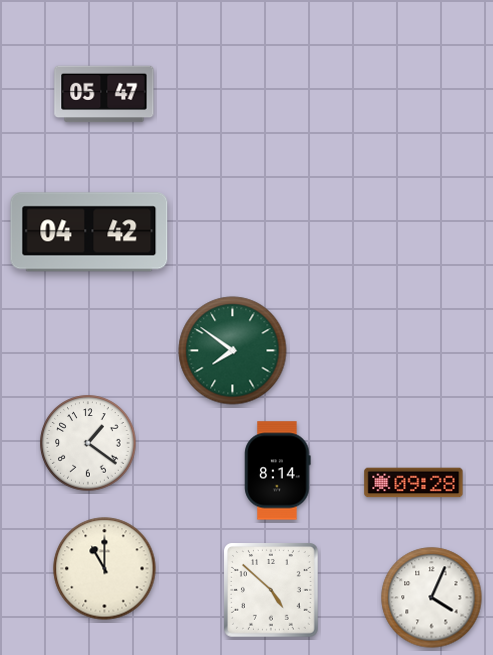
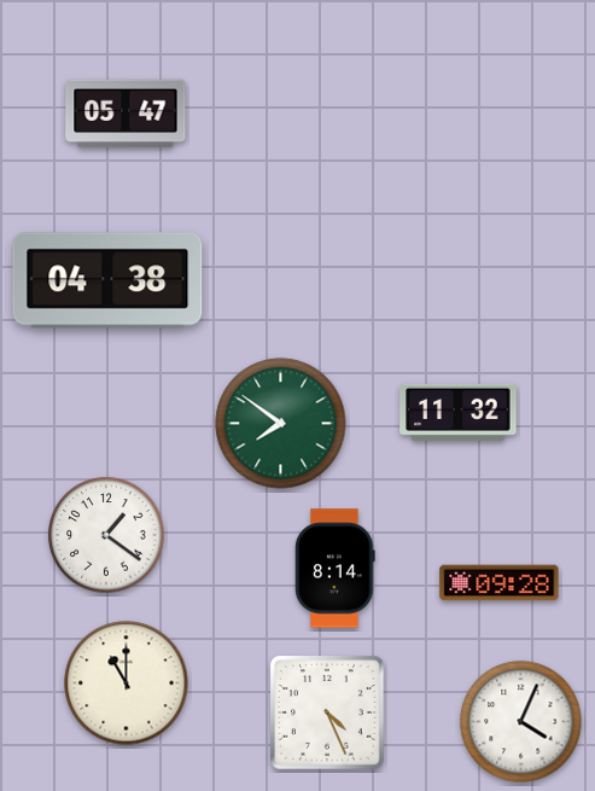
clock at (89, 232): 04:42 -> 04:38
clock at (459, 412): none -> 11:32
clock at (105, 569) position: (105, 569) -> (127, 684)
clock at (272, 591): 4:52 -> 4:26
